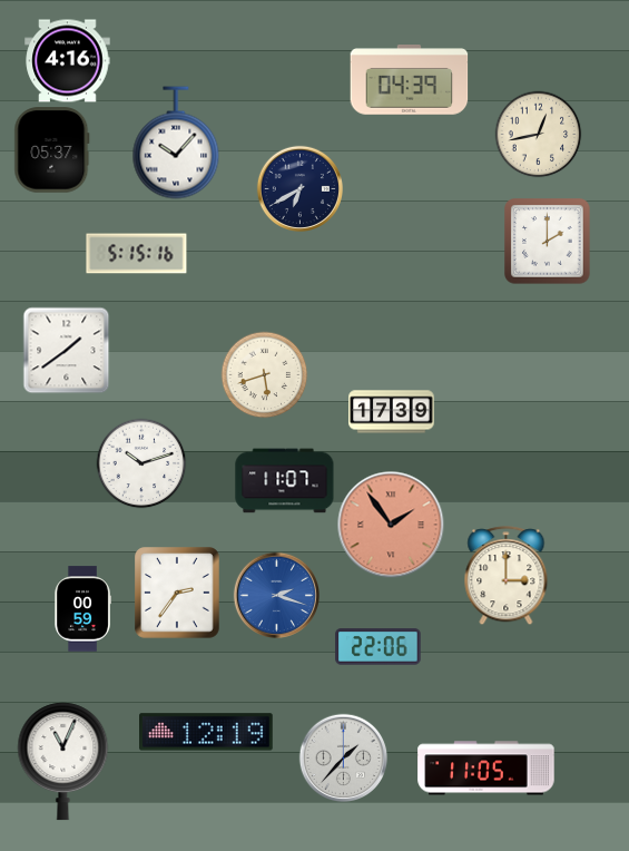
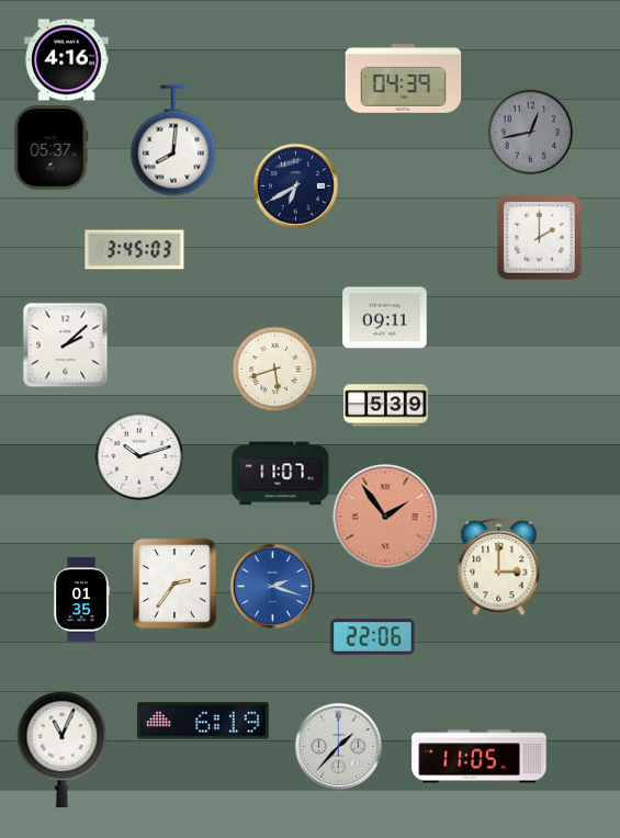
clock at (538, 134) dial: cream -> grey
clock at (176, 143): 10:07 -> 8:01
clock at (137, 254): 5:15 -> 3:45
clock at (385, 318): none -> 09:11
clock at (66, 350): 1:39 -> 2:08
clock at (264, 374) position: (264, 374) -> (274, 369)
clock at (392, 412): 17:39 -> 5:39
clock at (82, 609): 00:59 -> 01:35
clock at (207, 732): 12:19 -> 6:19
